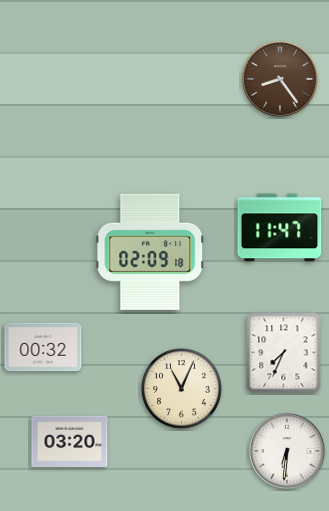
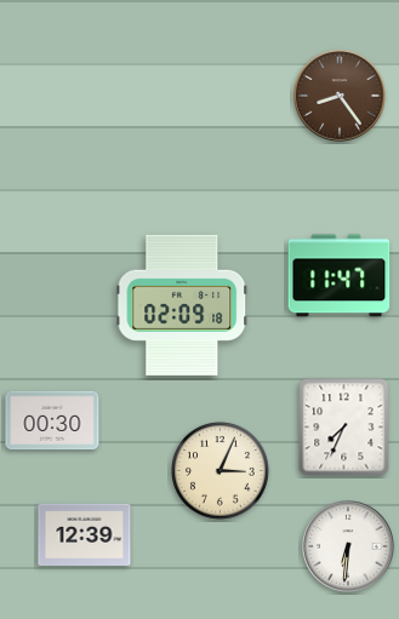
clock at (43, 347): 00:32 -> 00:30
clock at (182, 389): 11:04 -> 3:04
clock at (70, 441): 03:20 -> 12:39
